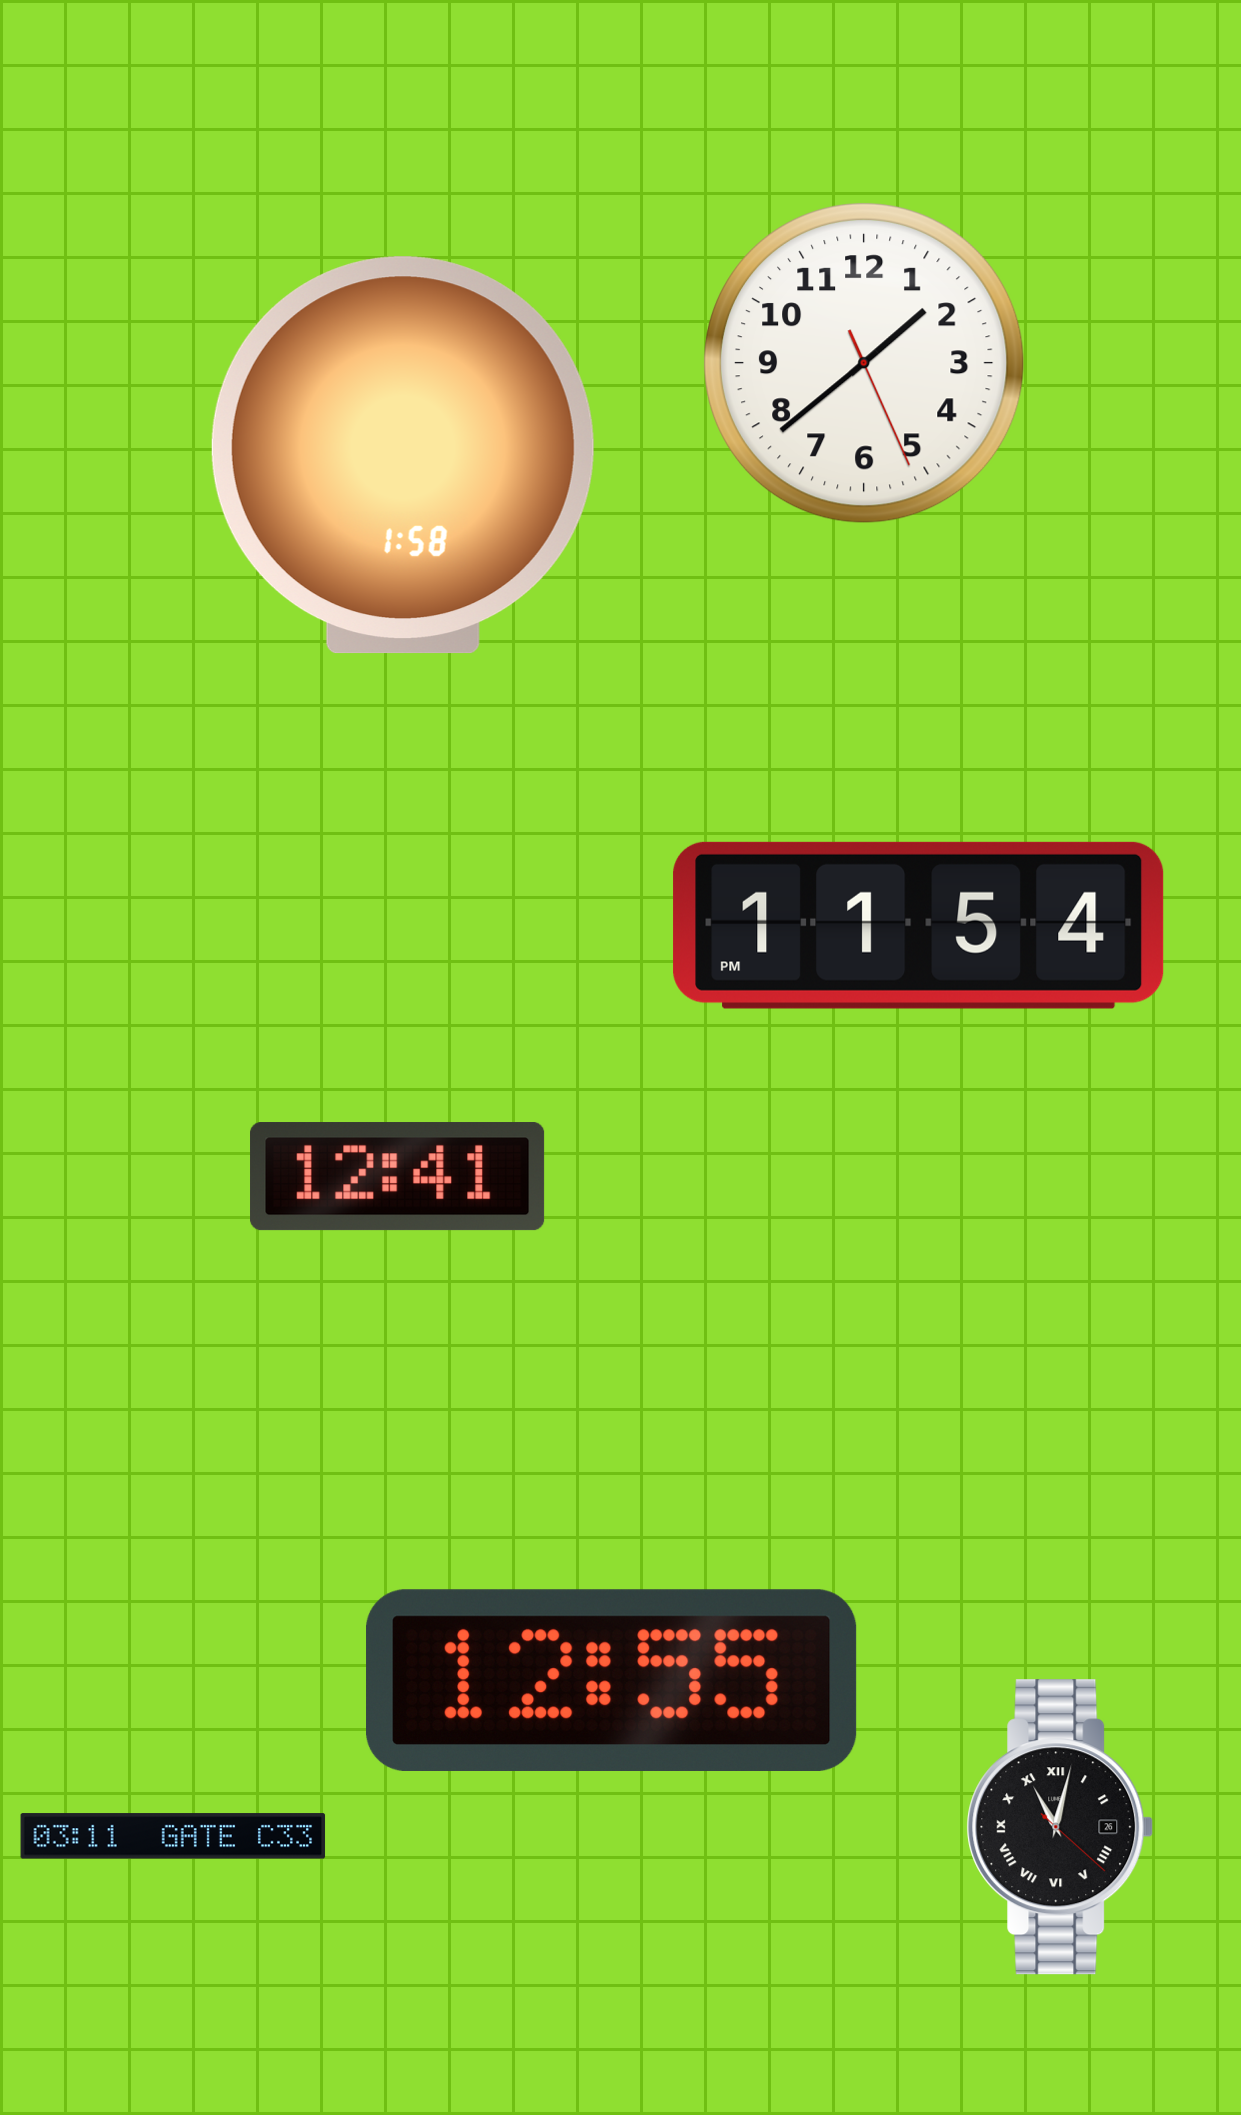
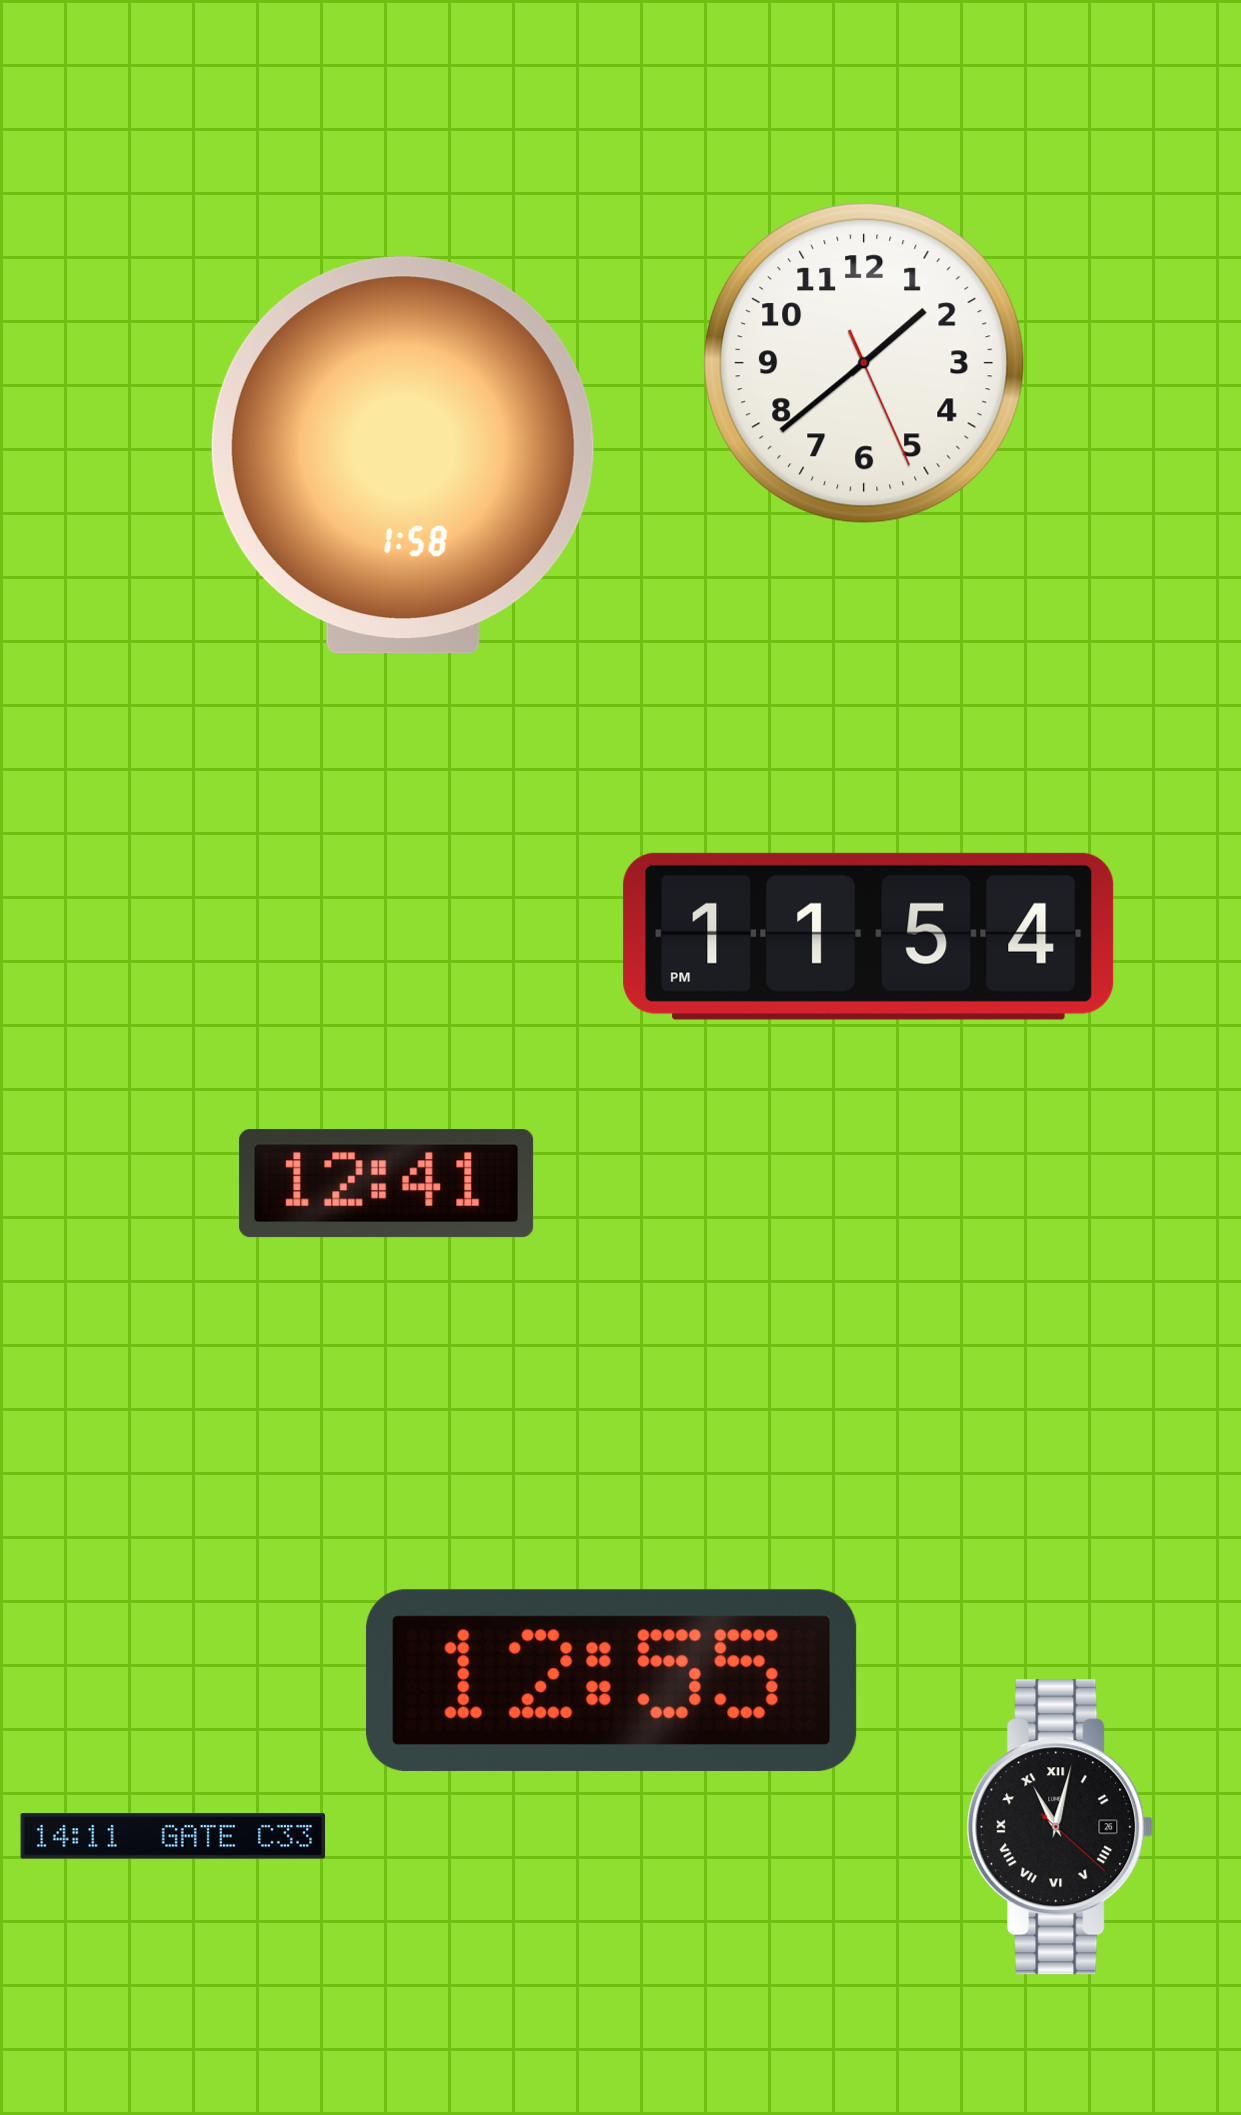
clock at (919, 925) position: (919, 925) -> (869, 936)
clock at (398, 1177) position: (398, 1177) -> (387, 1184)
clock at (173, 1836): 03:11 -> 14:11
